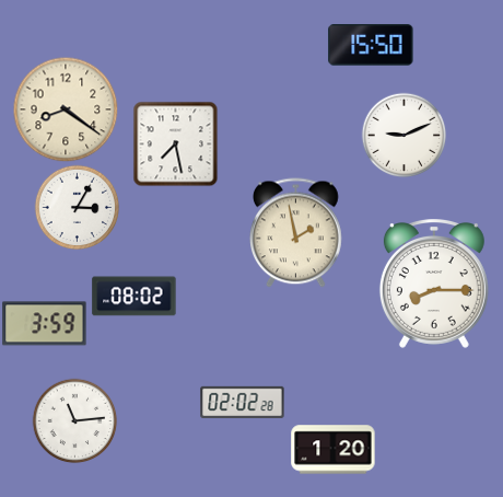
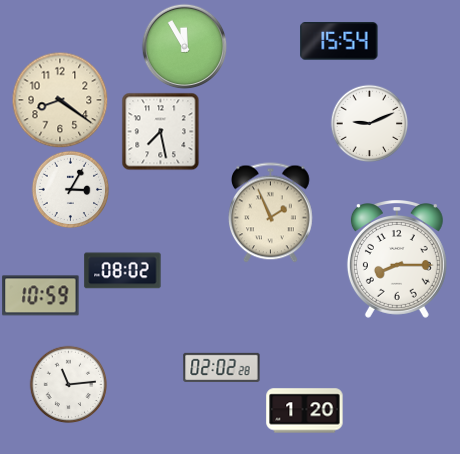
clock at (371, 46): 15:50 -> 15:54
clock at (184, 46): none -> 11:55
clock at (296, 233): 1:58 -> 1:56
clock at (45, 324): 3:59 -> 10:59
